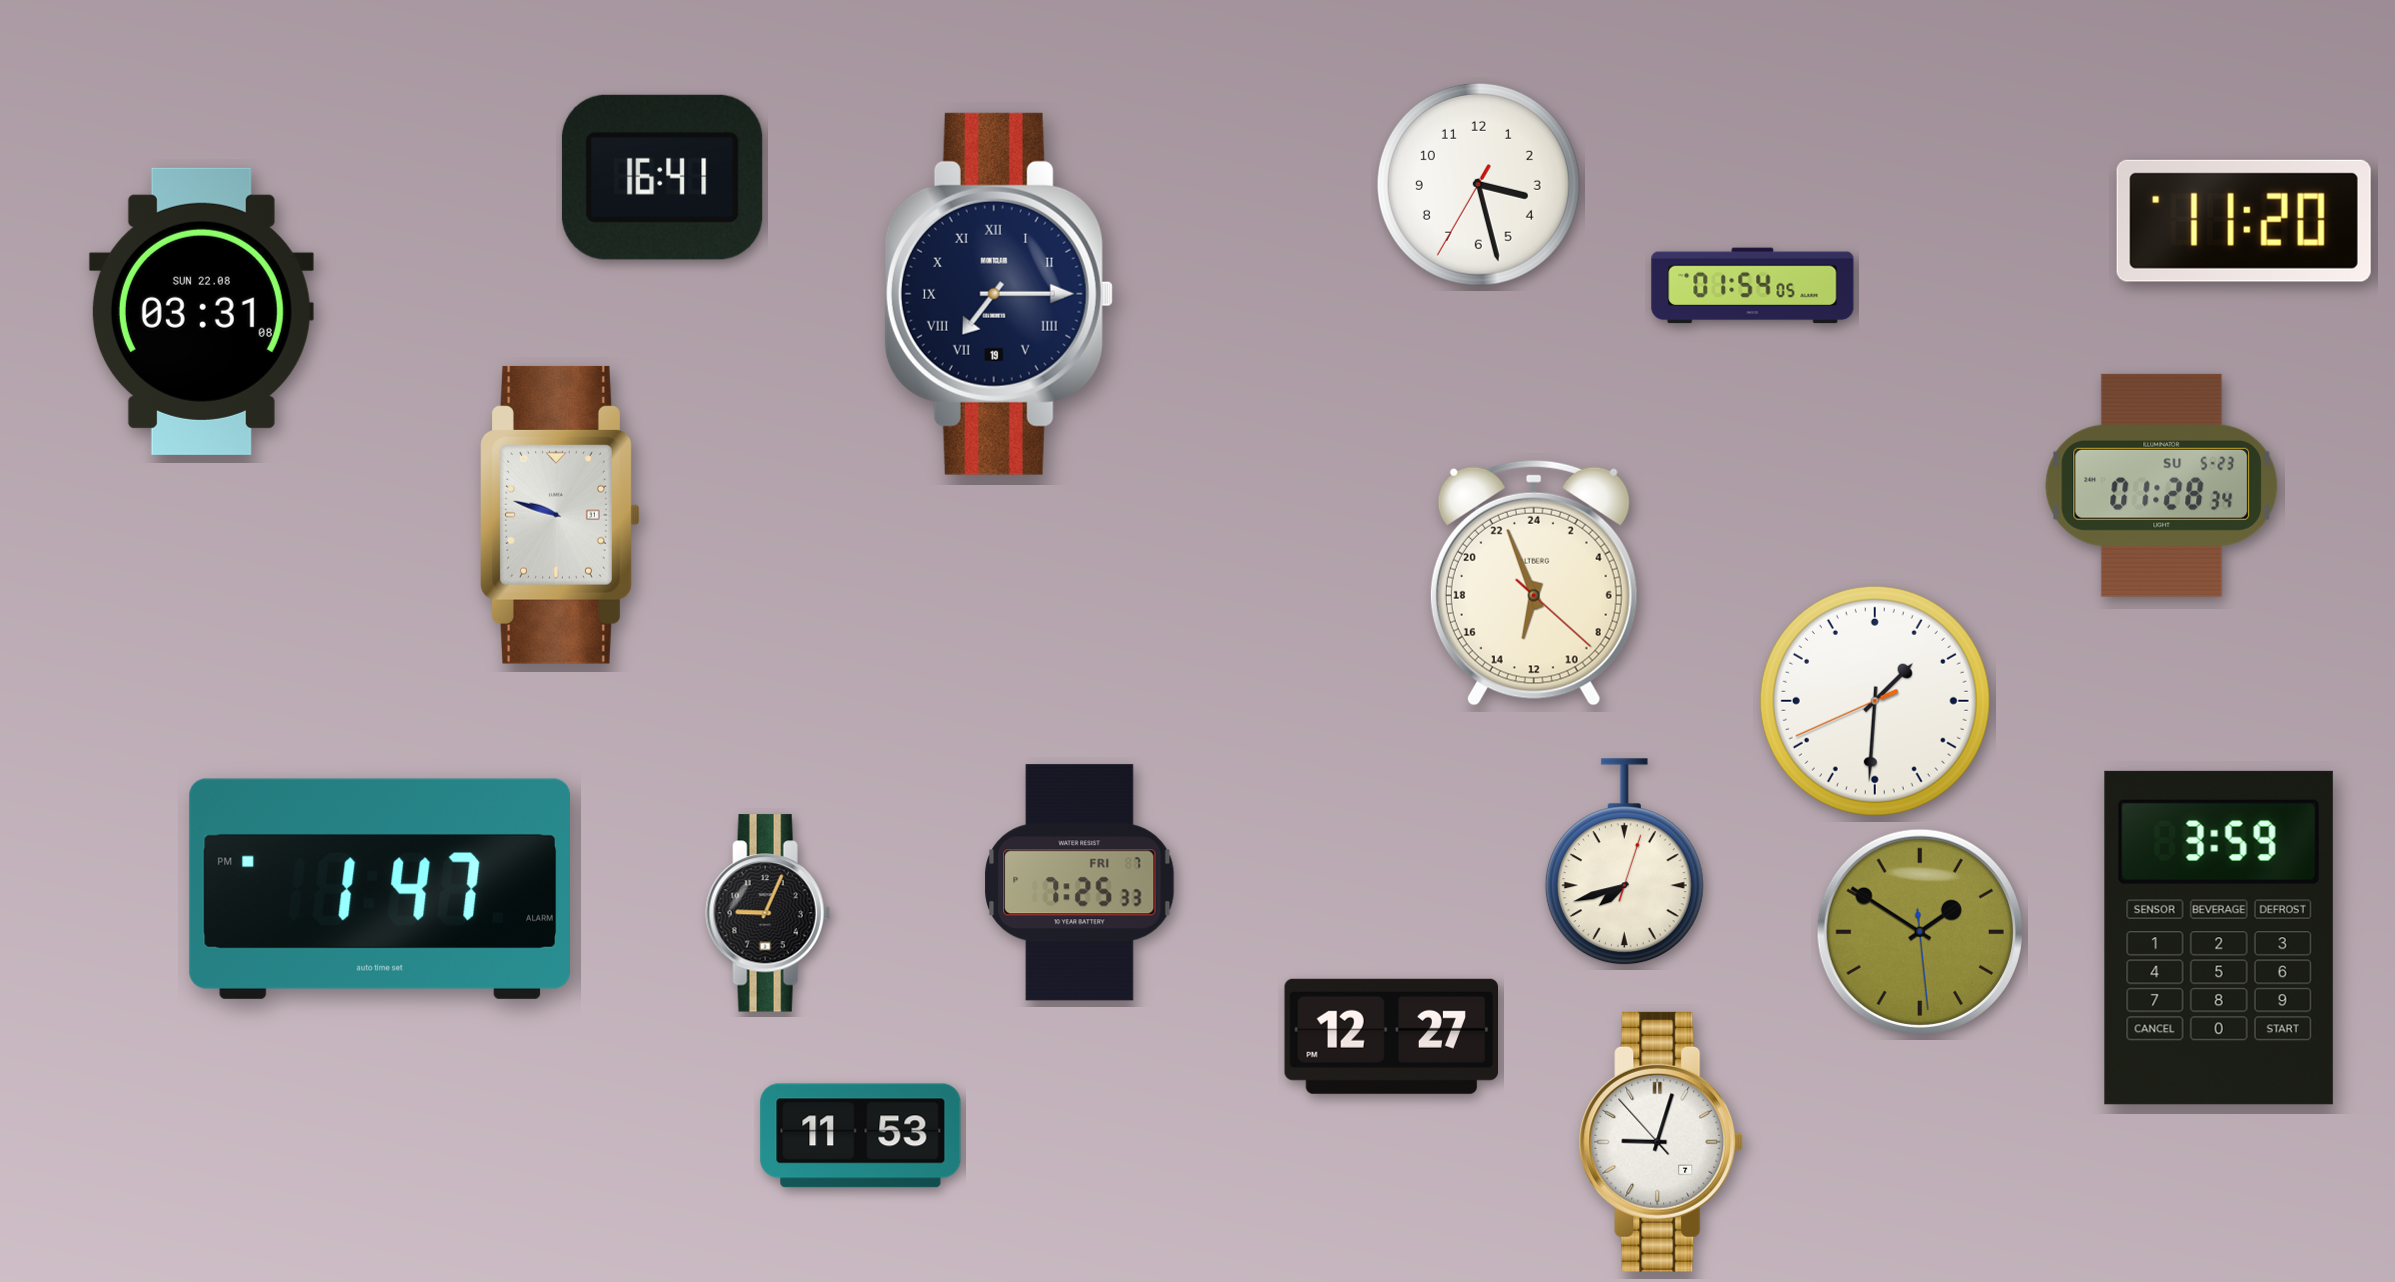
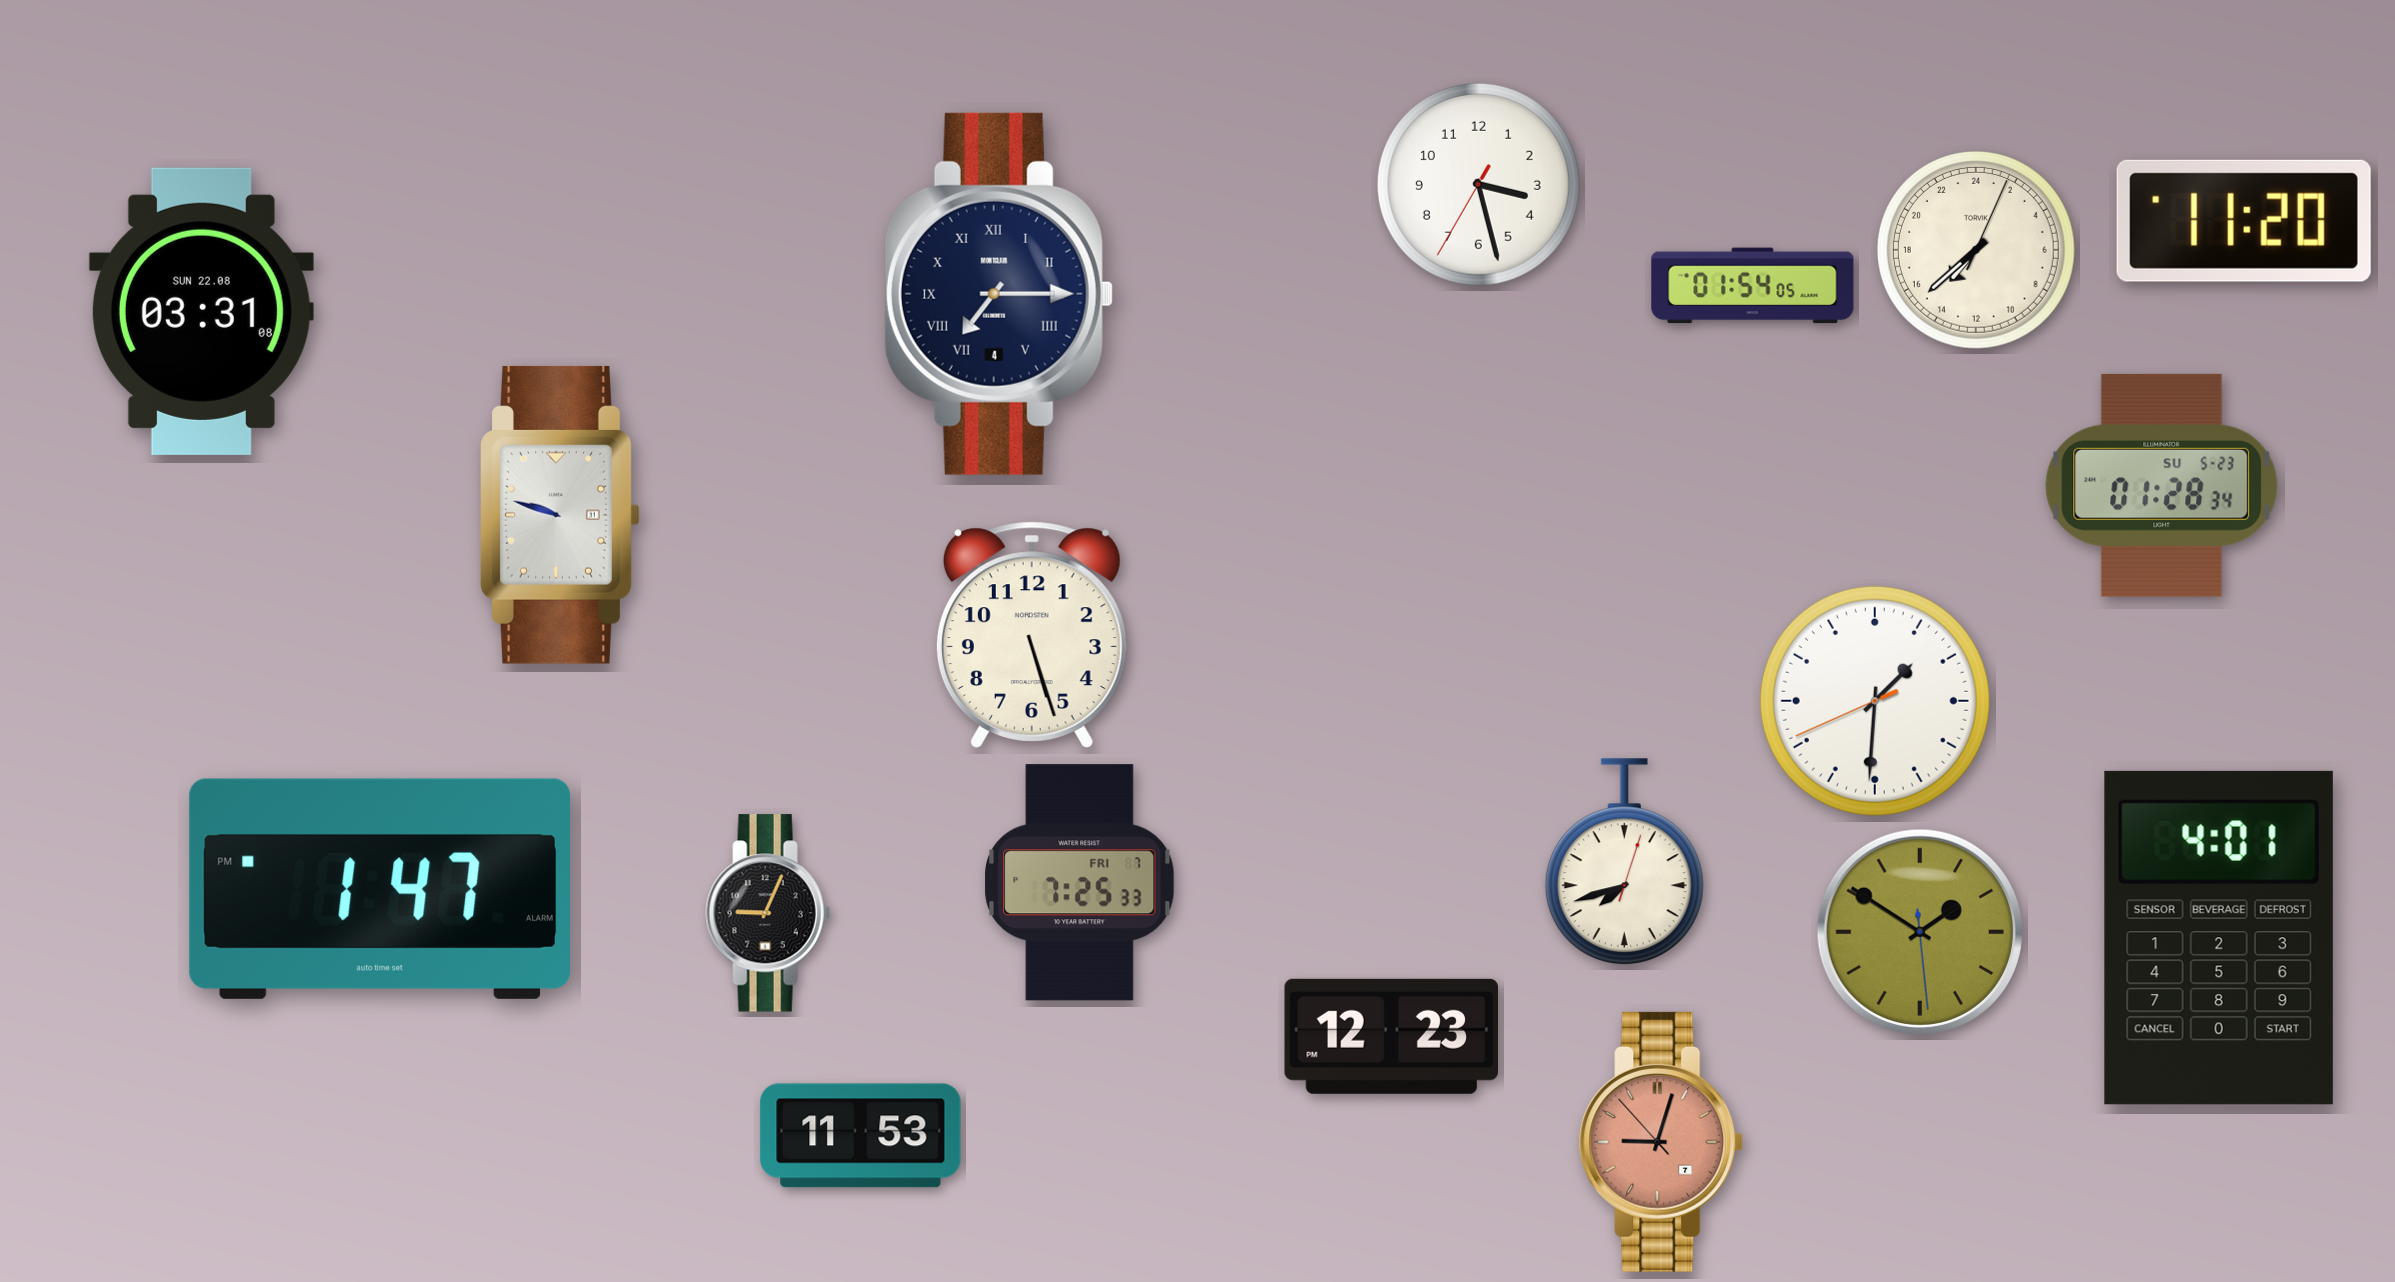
clock at (662, 177): 16:41 -> none
clock at (1976, 250): none -> 14:38
clock at (999, 294) date: 19 -> 4
clock at (1534, 583): 12:56 -> none
clock at (1032, 635): none -> 5:27
clock at (2219, 938): 3:59 -> 4:01
clock at (1391, 1036): 12:27 -> 12:23
clock at (1661, 1142) dial: white -> salmon
